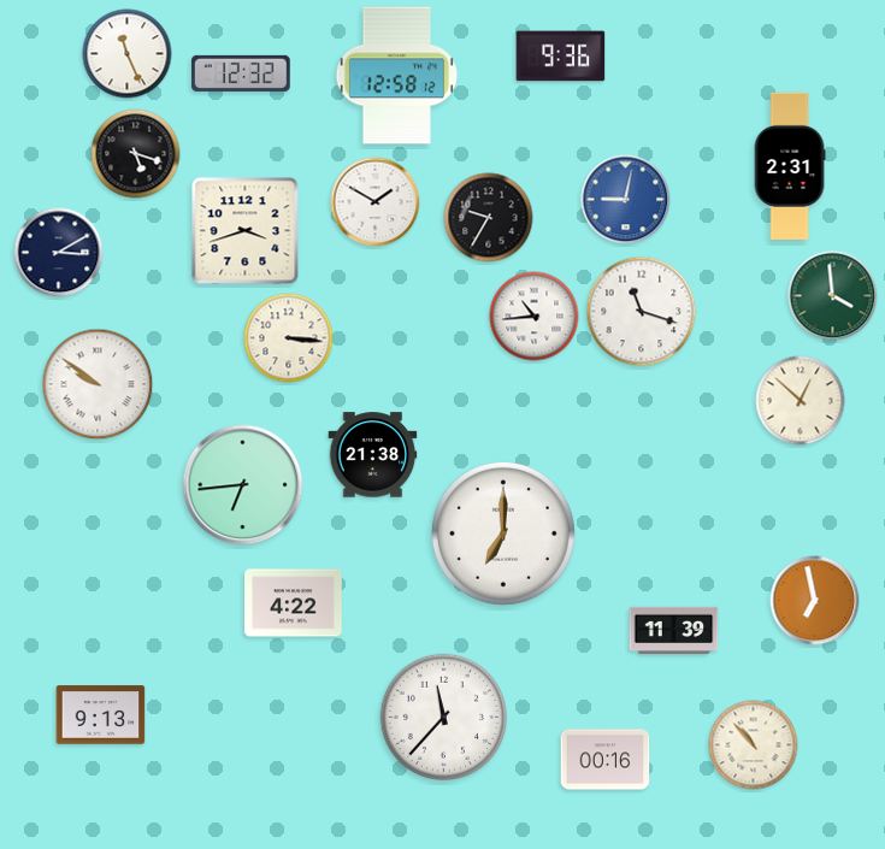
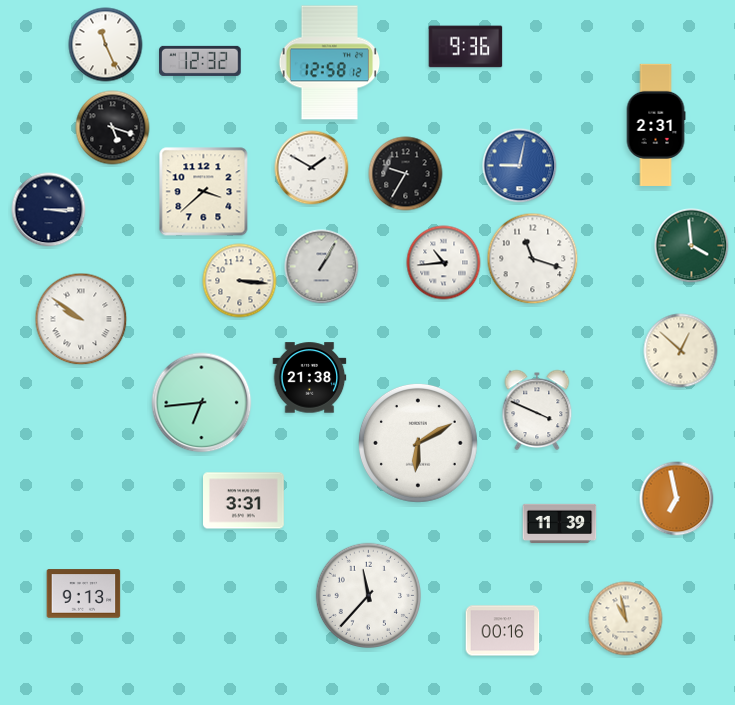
clock at (790, 166) position: (790, 166) -> (656, 125)
clock at (489, 218) position: (489, 218) -> (406, 174)
clock at (246, 231): 3:42 -> 3:38
clock at (59, 253): 3:10 -> 3:15
clock at (322, 267): none -> 1:05
clock at (801, 401) position: (801, 401) -> (681, 351)
clock at (537, 410): none -> 3:49
clock at (503, 533): 7:00 -> 6:10
clock at (294, 603): 4:22 -> 3:31
clock at (754, 745): 10:53 -> 10:58
